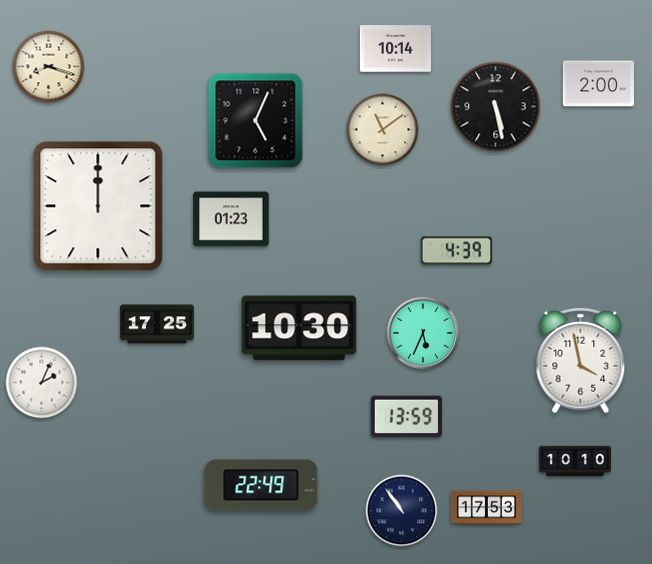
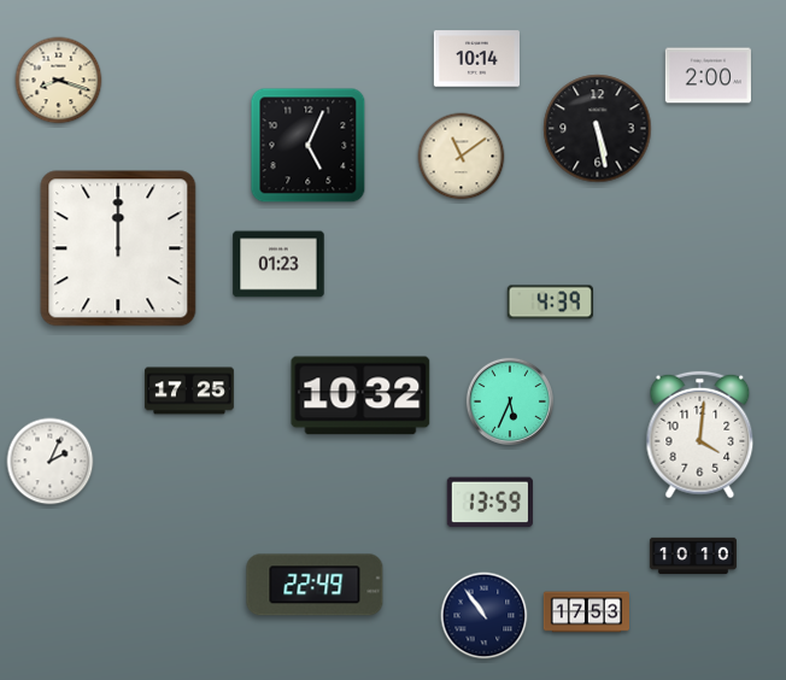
clock at (598, 84) position: (598, 84) -> (708, 76)
clock at (299, 328): 10:30 -> 10:32
clock at (581, 361): 3:58 -> 4:01
